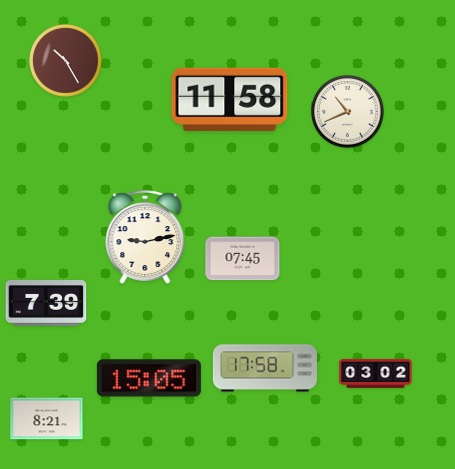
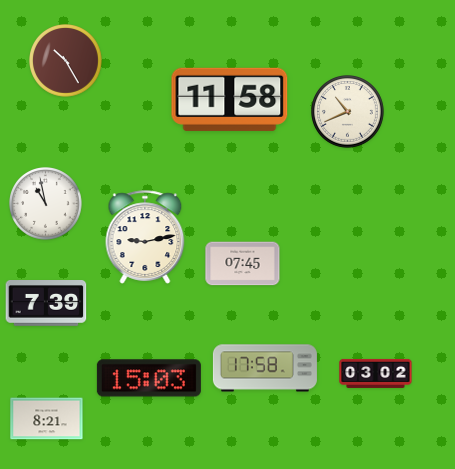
clock at (46, 204): none -> 10:58
clock at (243, 259) position: (243, 259) -> (243, 264)
clock at (149, 378): 15:05 -> 15:03
